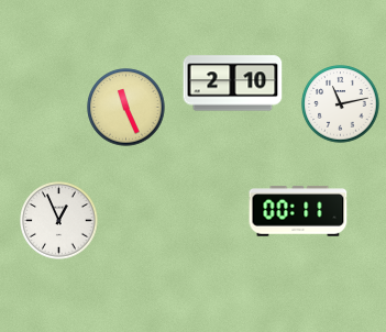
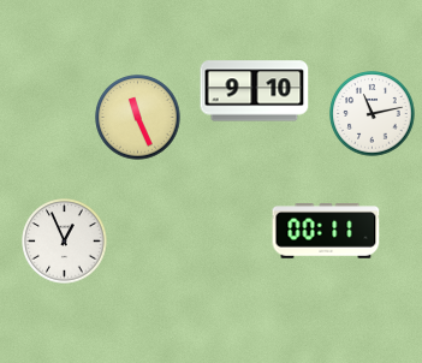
clock at (233, 84): 2:10 -> 9:10
